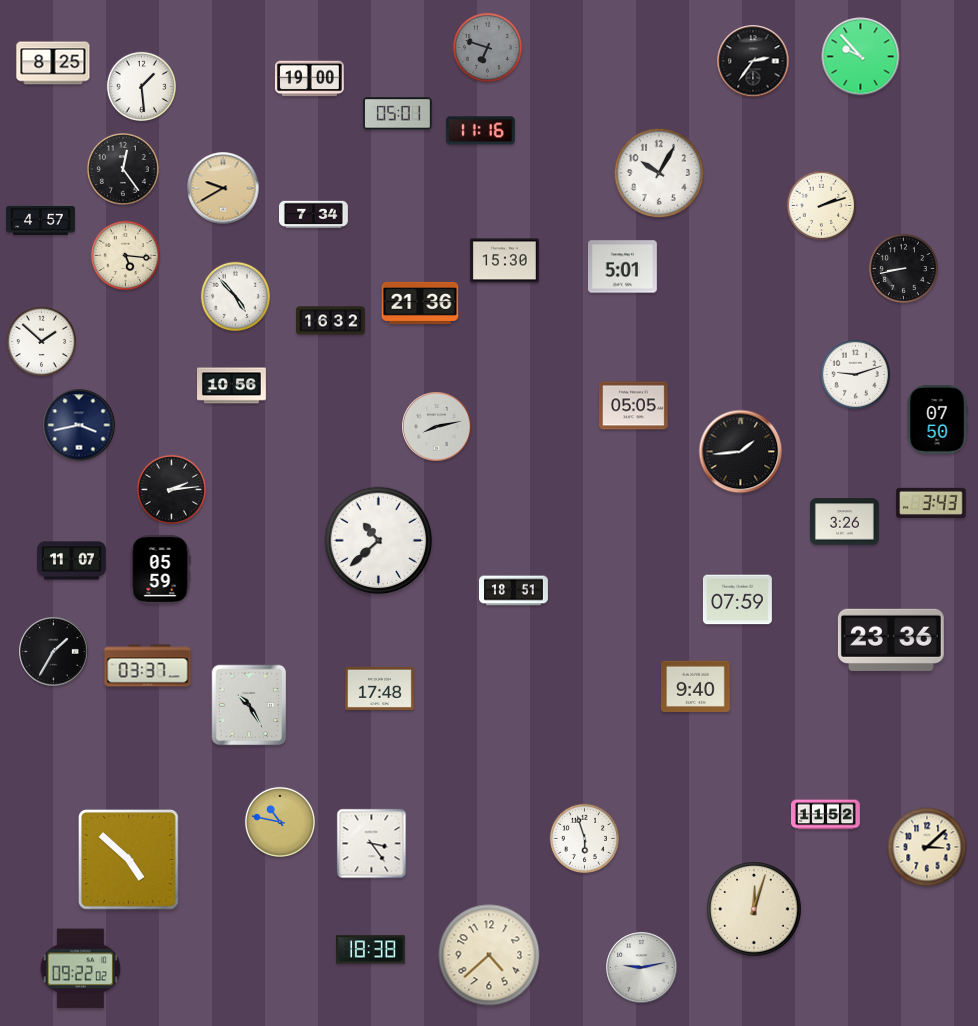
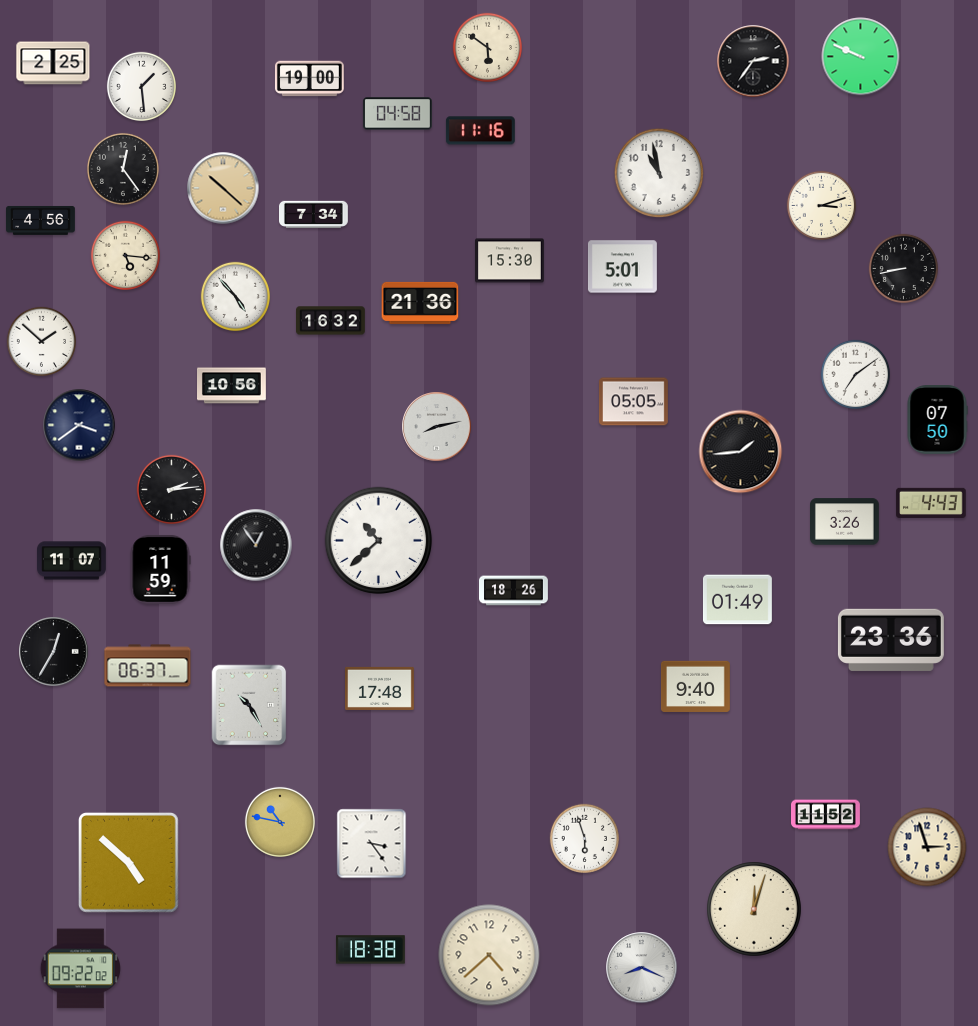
clock at (487, 47): 6:48 -> 5:51
clock at (487, 47) dial: grey -> cream
clock at (861, 57): 9:53 -> 9:49
clock at (53, 63): 8:25 -> 2:25
clock at (397, 114): 05:01 -> 04:58
clock at (658, 172): 10:05 -> 10:58
clock at (223, 188): 9:40 -> 10:22
clock at (821, 205): 2:12 -> 3:12
clock at (41, 220): 4:57 -> 4:56
clock at (505, 261) position: (505, 261) -> (510, 261)
clock at (855, 374): 9:12 -> 7:09
clock at (634, 406) position: (634, 406) -> (634, 402)
clock at (79, 425): 3:43 -> 3:39
clock at (931, 502): 3:43 -> 4:43
clock at (256, 545): none -> 12:54
clock at (160, 570): 05:59 -> 11:59
clock at (514, 591): 18:51 -> 18:26
clock at (738, 600): 07:59 -> 01:49
clock at (54, 652): 1:35 -> 12:35
clock at (148, 666): 03:37 -> 06:37
clock at (927, 847): 3:08 -> 2:57
clock at (128, 859) position: (128, 859) -> (128, 862)
clock at (642, 968): 9:13 -> 8:19
